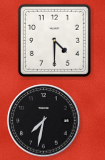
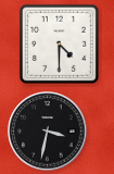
clock at (44, 121): 7:32 -> 3:32
